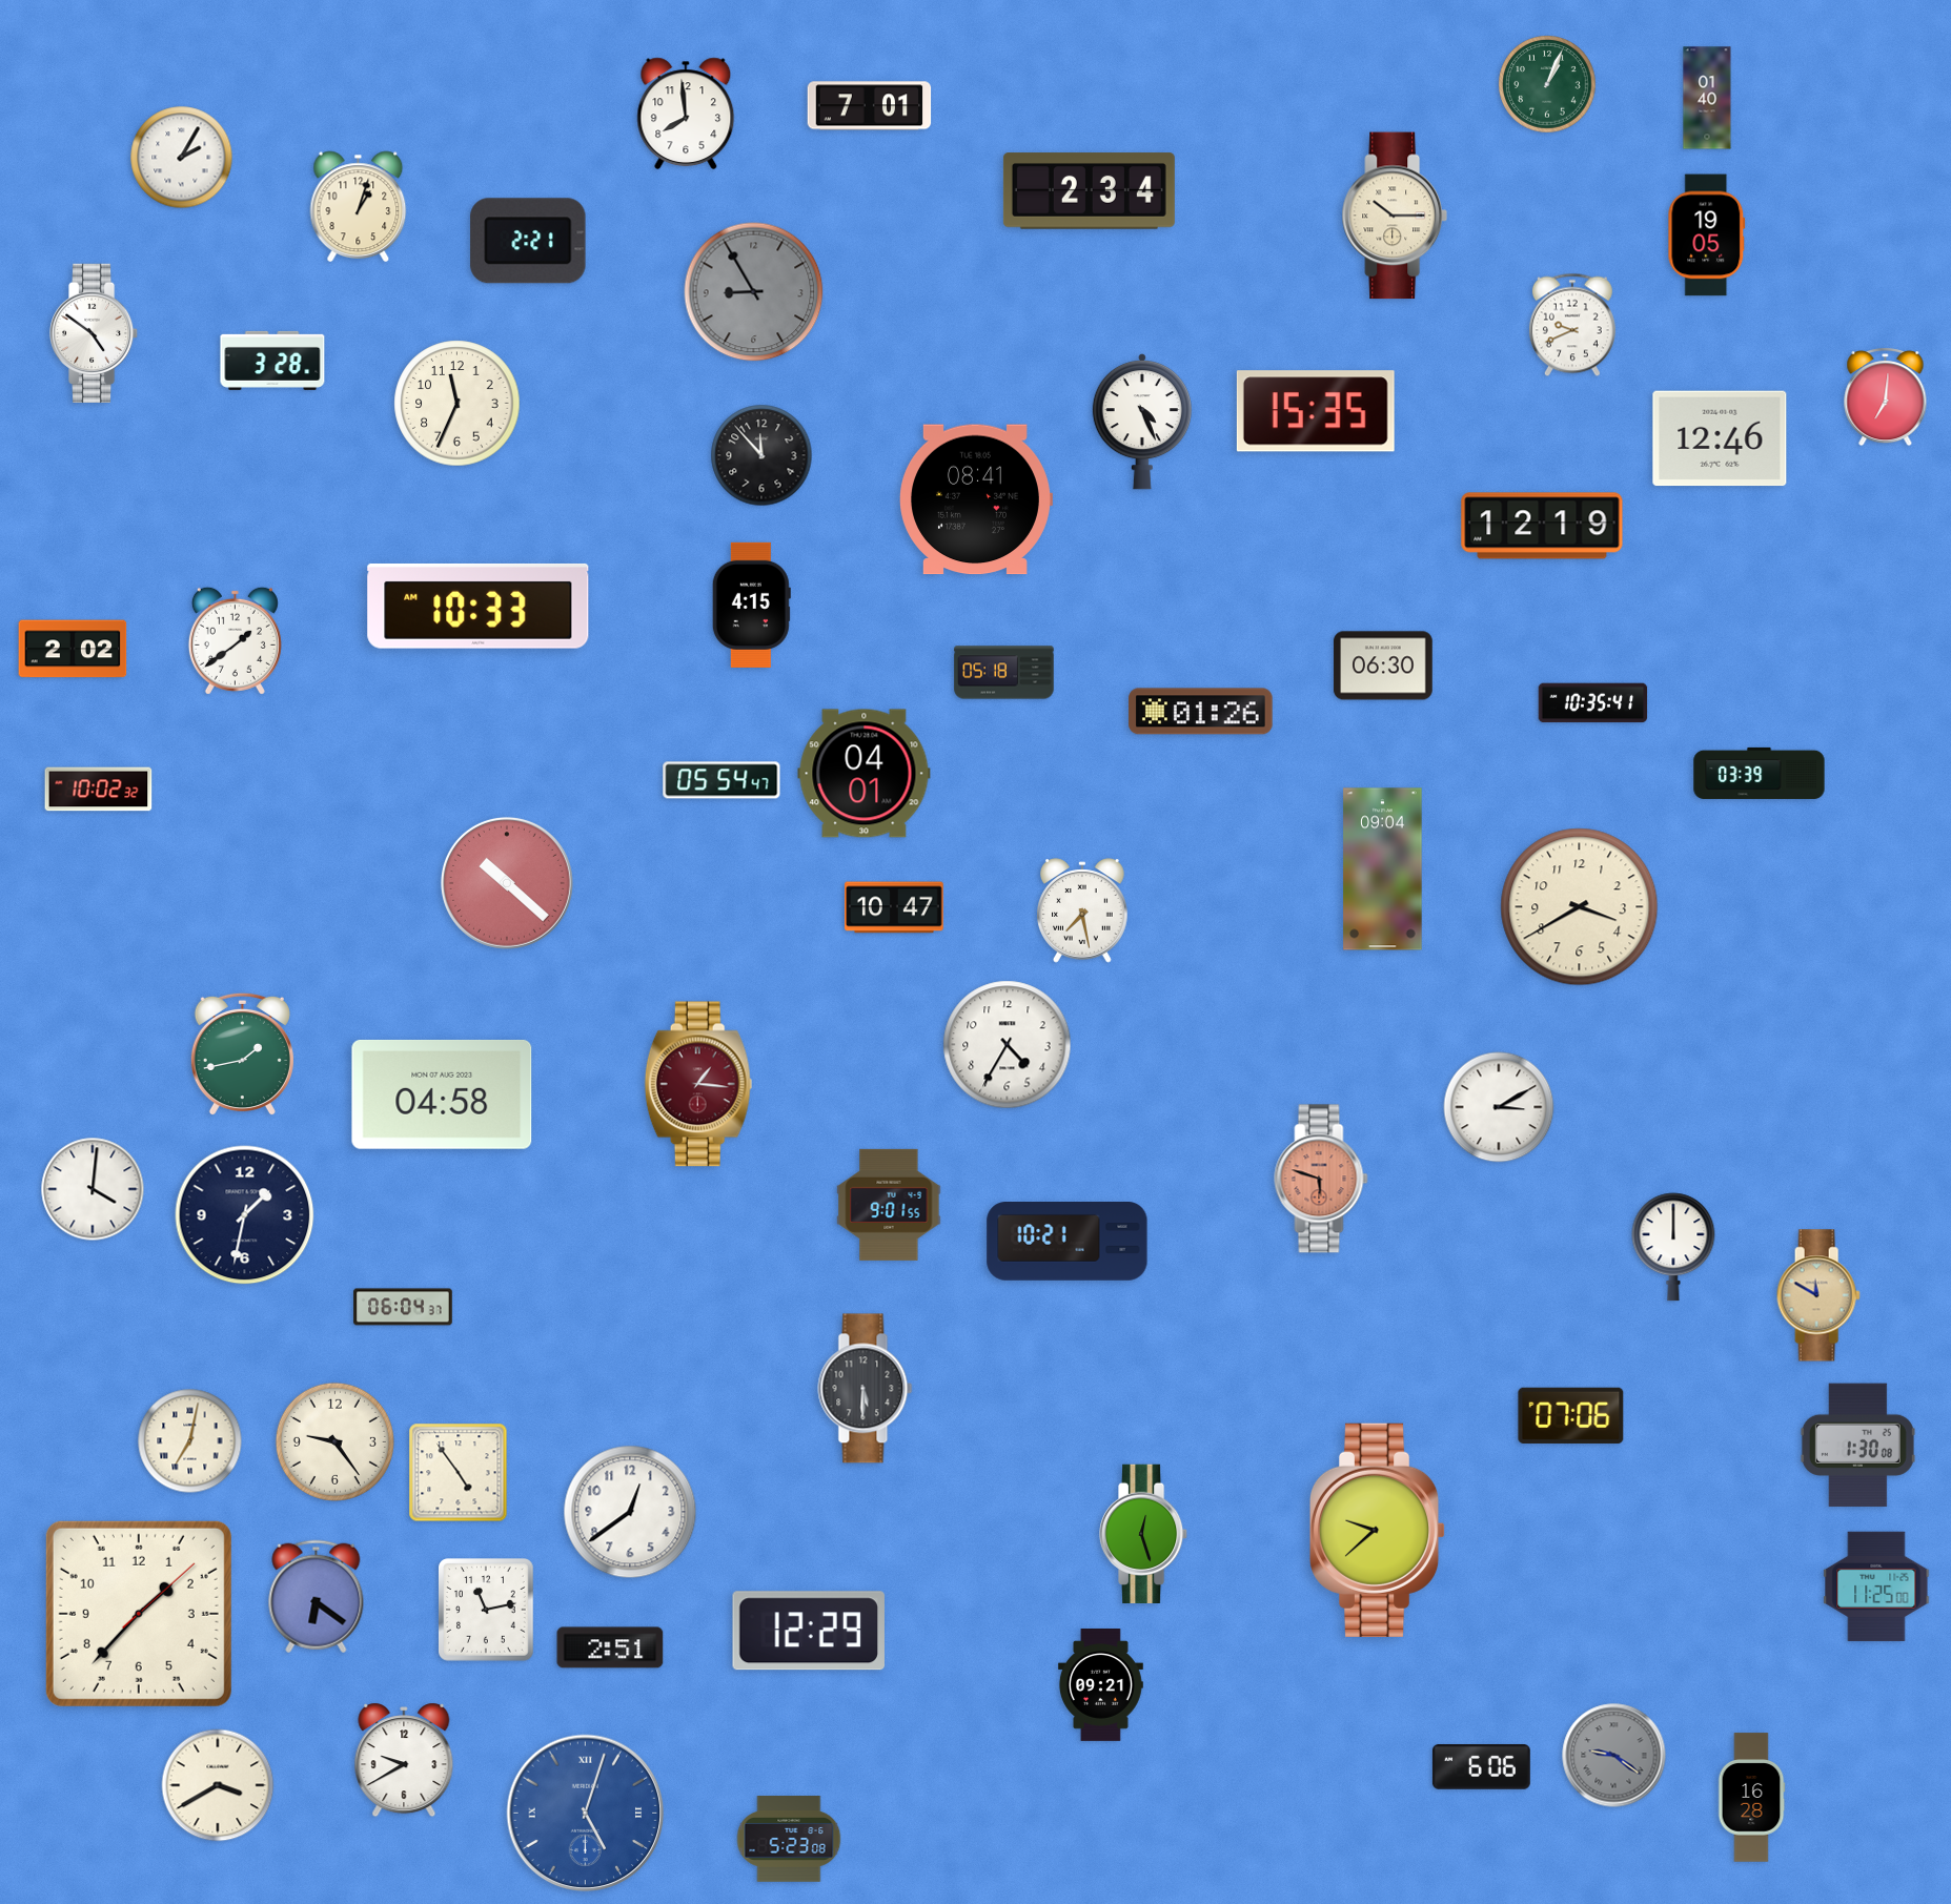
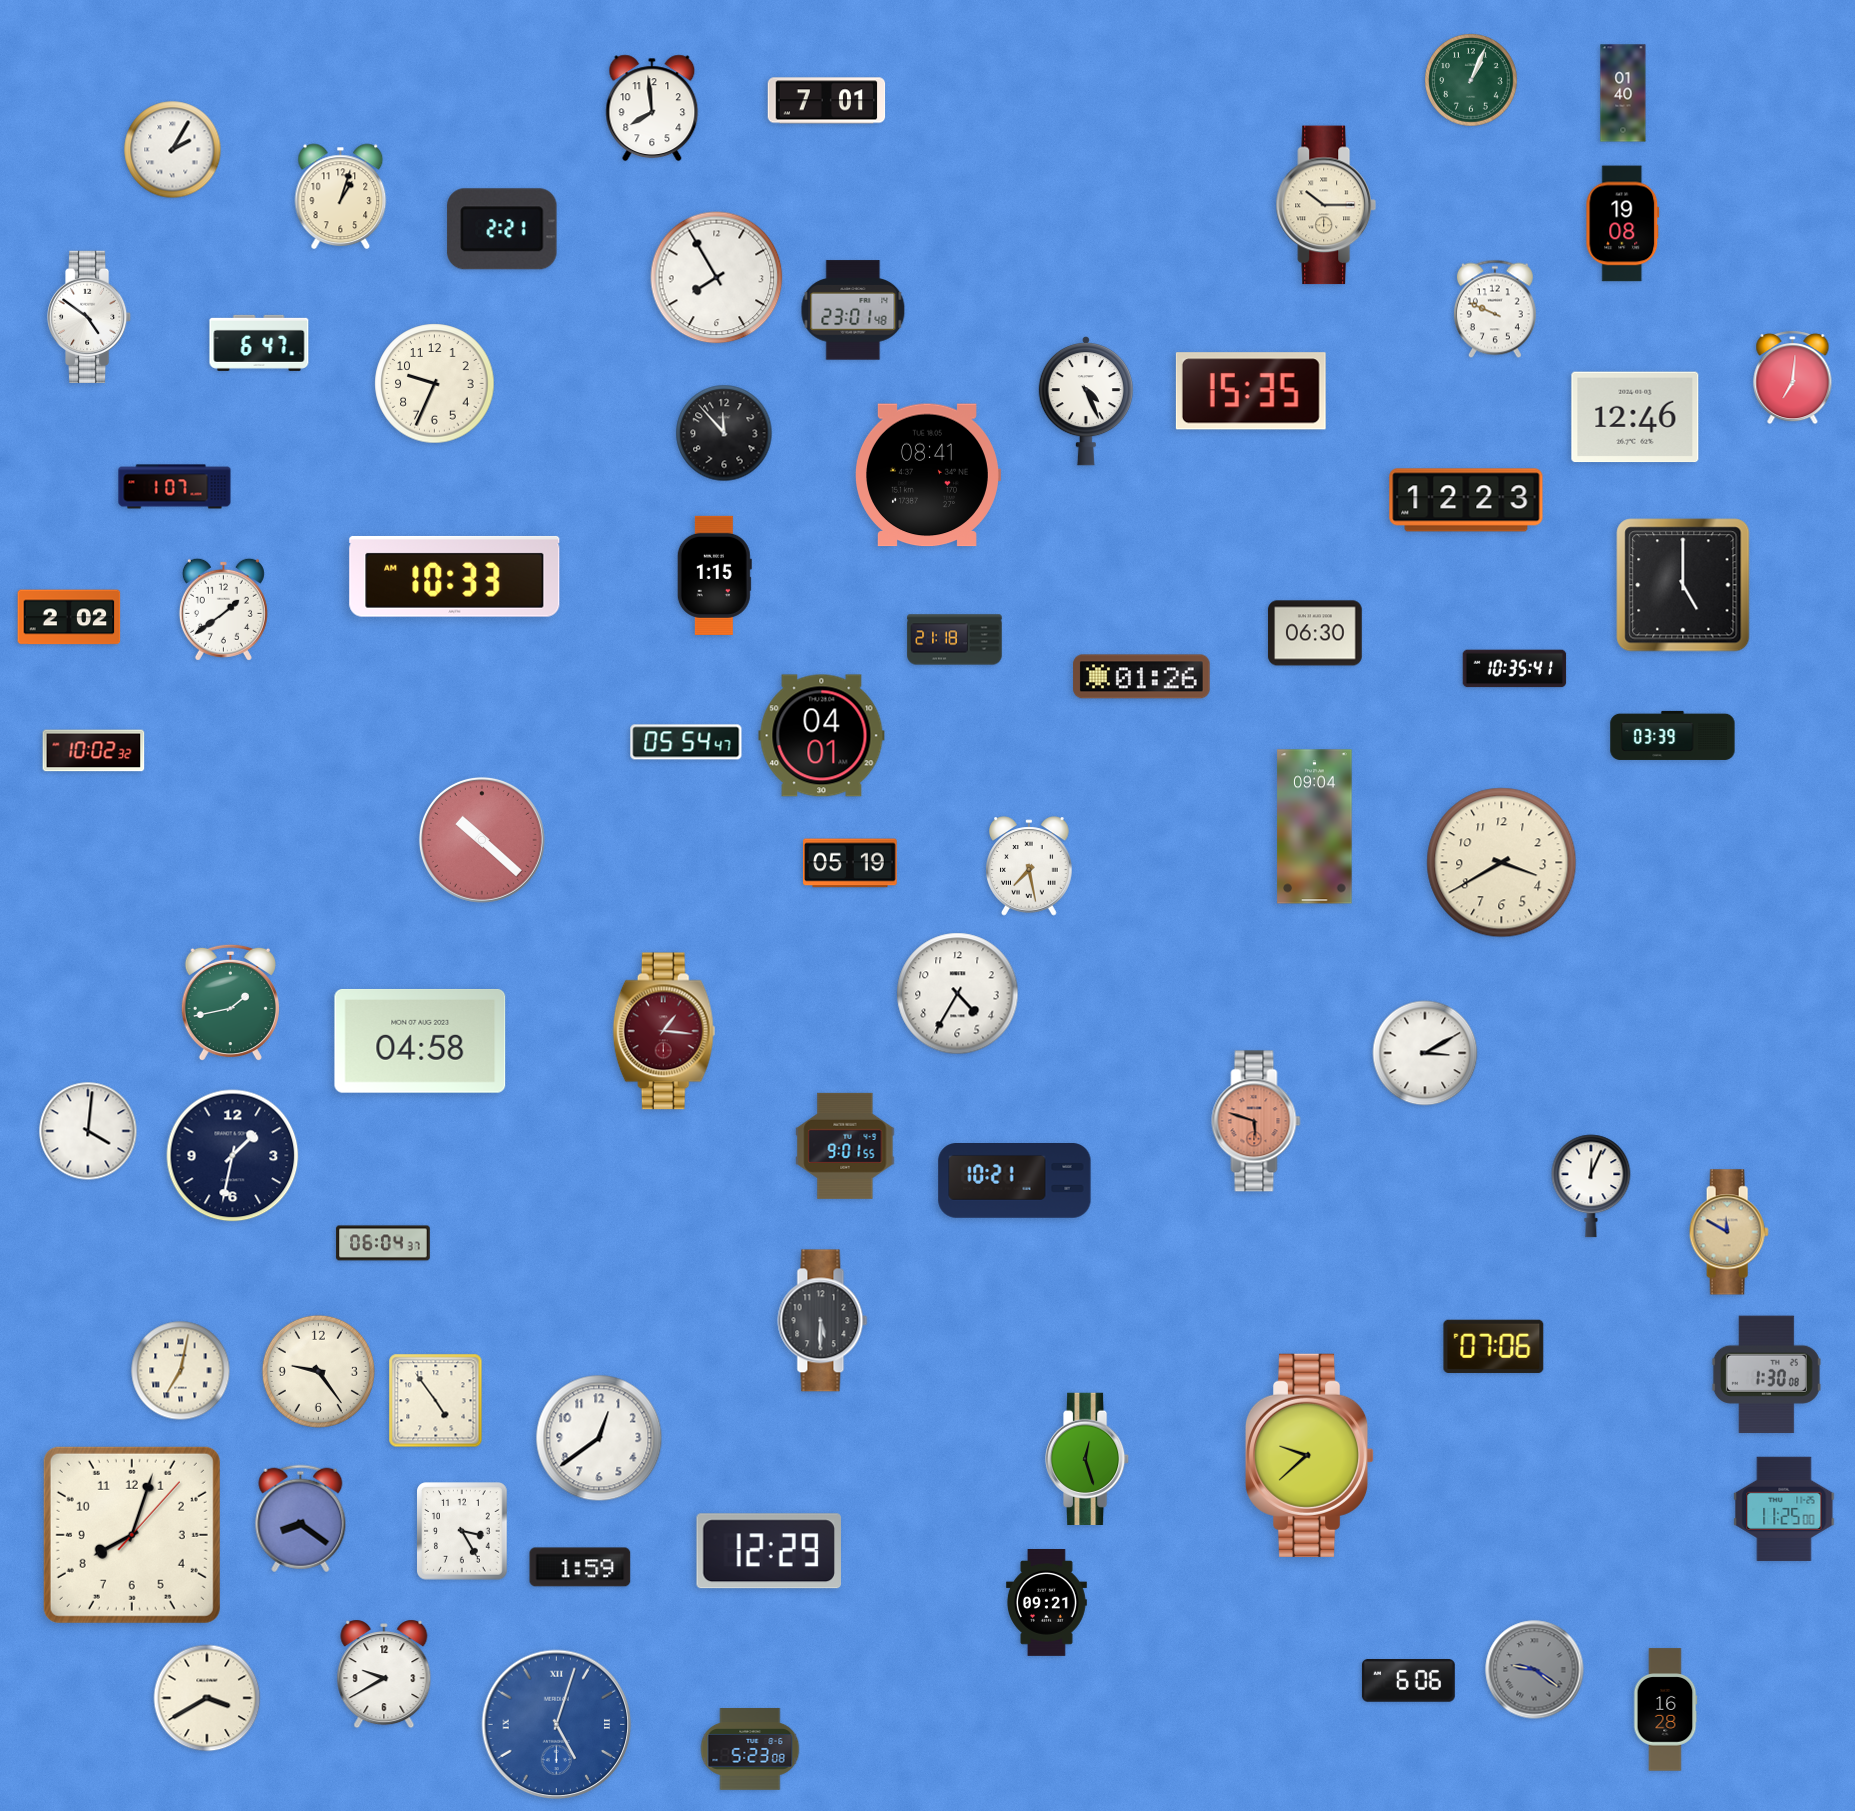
clock at (1089, 191): 2:34 -> none
clock at (1707, 236): 19:05 -> 19:08
clock at (754, 292): 8:55 -> 7:55
clock at (754, 292) dial: grey -> white
clock at (1572, 325): 9:41 -> 9:49
clock at (853, 310): none -> 23:01
clock at (272, 361): 3:28 -> 6:47
clock at (458, 404): 11:34 -> 9:34
clock at (175, 487): none -> 1:07
clock at (1542, 526): 12:19 -> 12:23
clock at (751, 605): 4:15 -> 1:15
clock at (1683, 585): none -> 5:00
clock at (1004, 673): 05:18 -> 21:18
clock at (894, 907): 10:47 -> 05:19
clock at (1673, 1247): 12:00 -> 12:04
clock at (317, 1597): 6:21 -> 8:21
clock at (486, 1610): 11:13 -> 3:25
clock at (139, 1614): 1:37 -> 8:03
clock at (610, 1647): 2:51 -> 1:59
